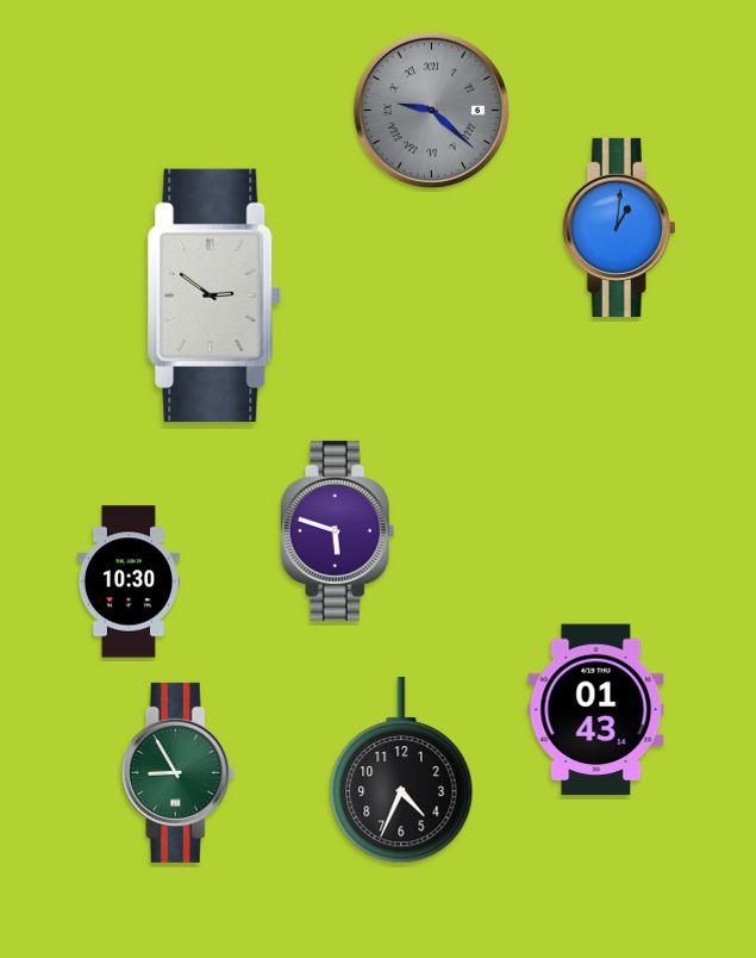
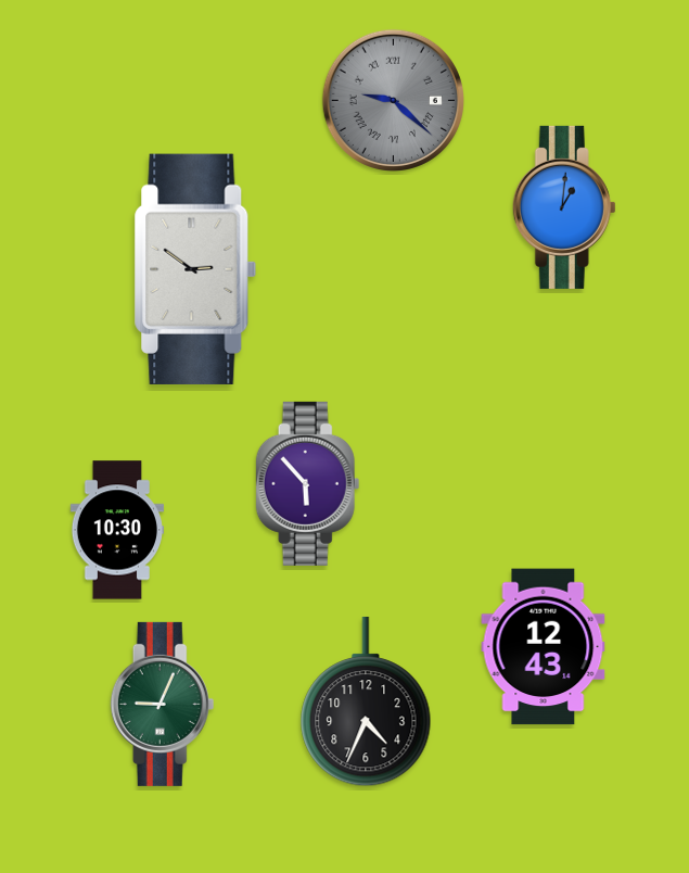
clock at (338, 530): 5:48 -> 5:53
clock at (596, 710): 01:43 -> 12:43
clock at (179, 772): 8:55 -> 9:04
